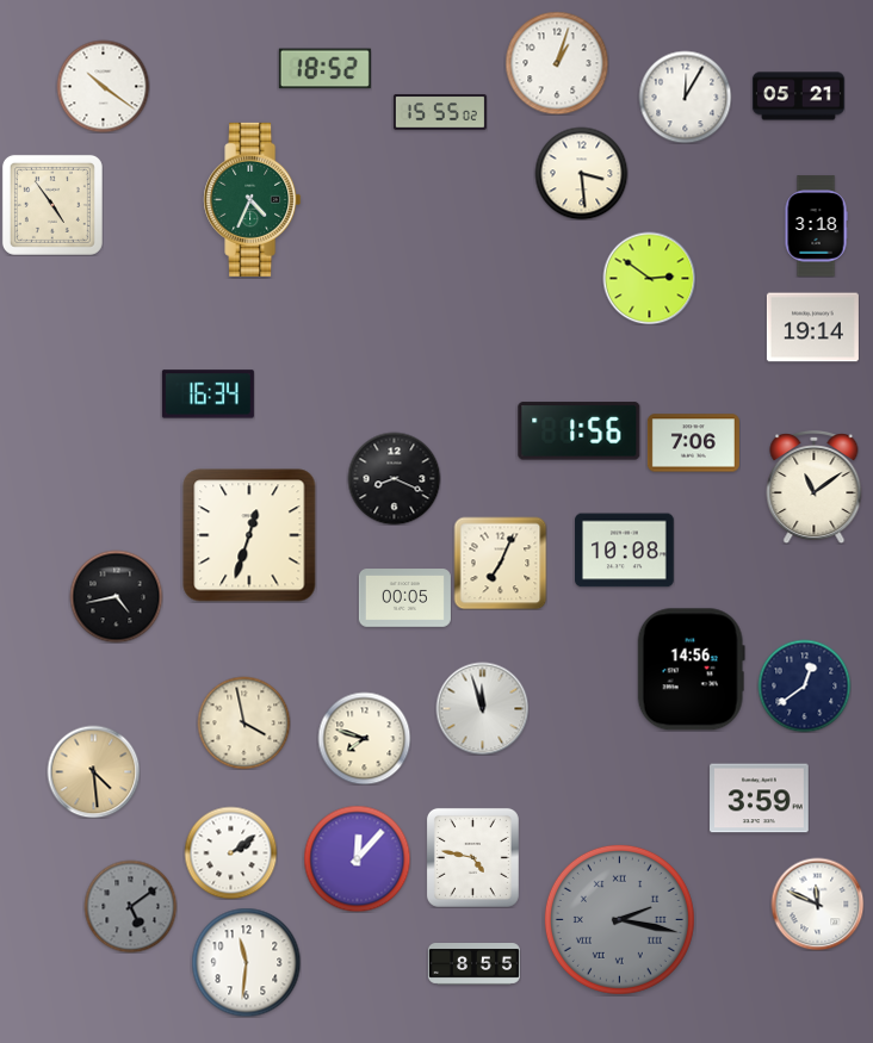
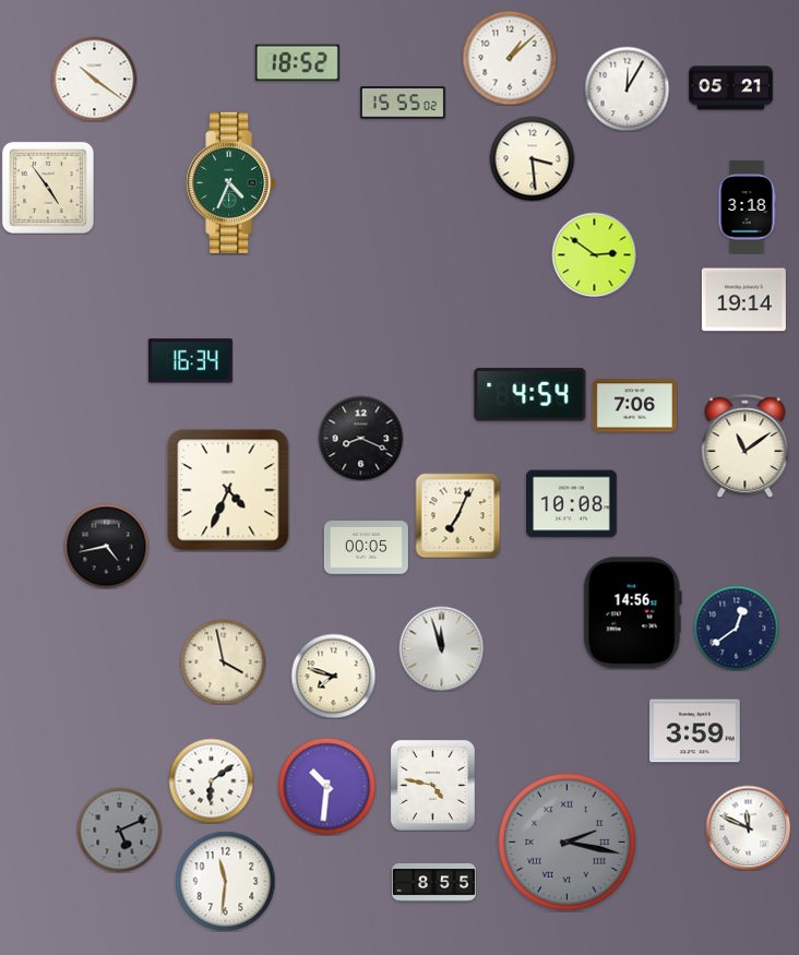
clock at (557, 63): 1:03 -> 1:08
clock at (580, 432): 1:56 -> 4:54
clock at (249, 535): 12:33 -> 4:34
clock at (404, 598) position: (404, 598) -> (366, 548)
clock at (93, 771): 4:29 -> none
clock at (230, 852): 2:09 -> 6:09
clock at (357, 858): 12:07 -> 10:31
clock at (130, 906): 5:09 -> 5:11
